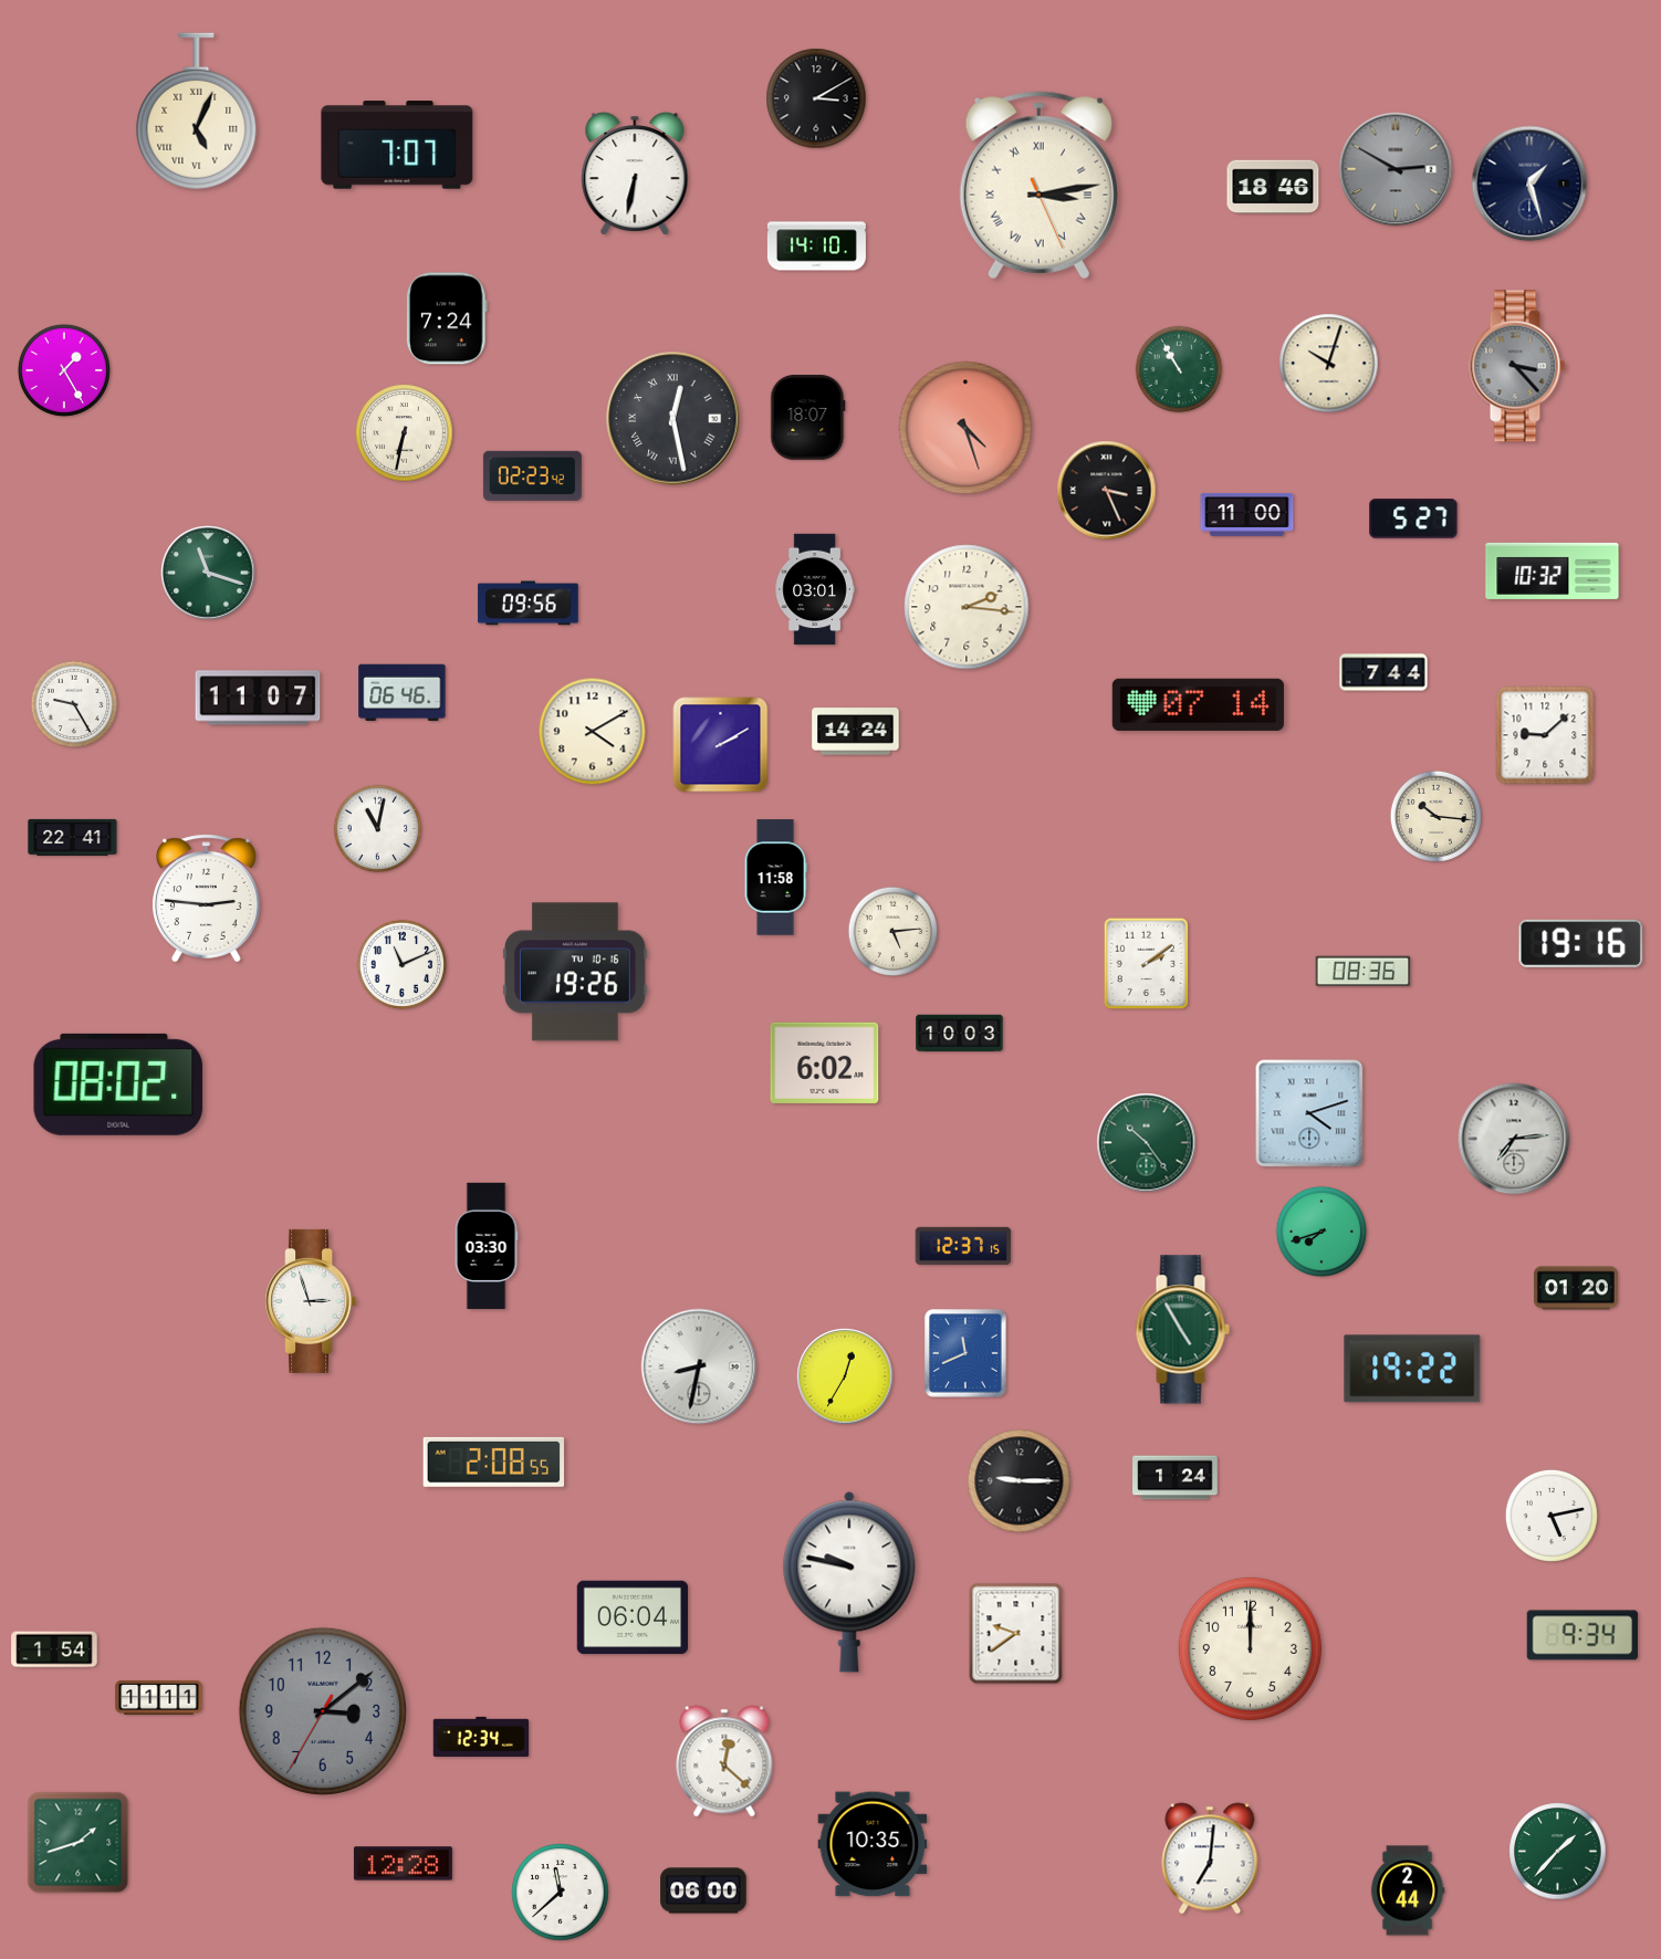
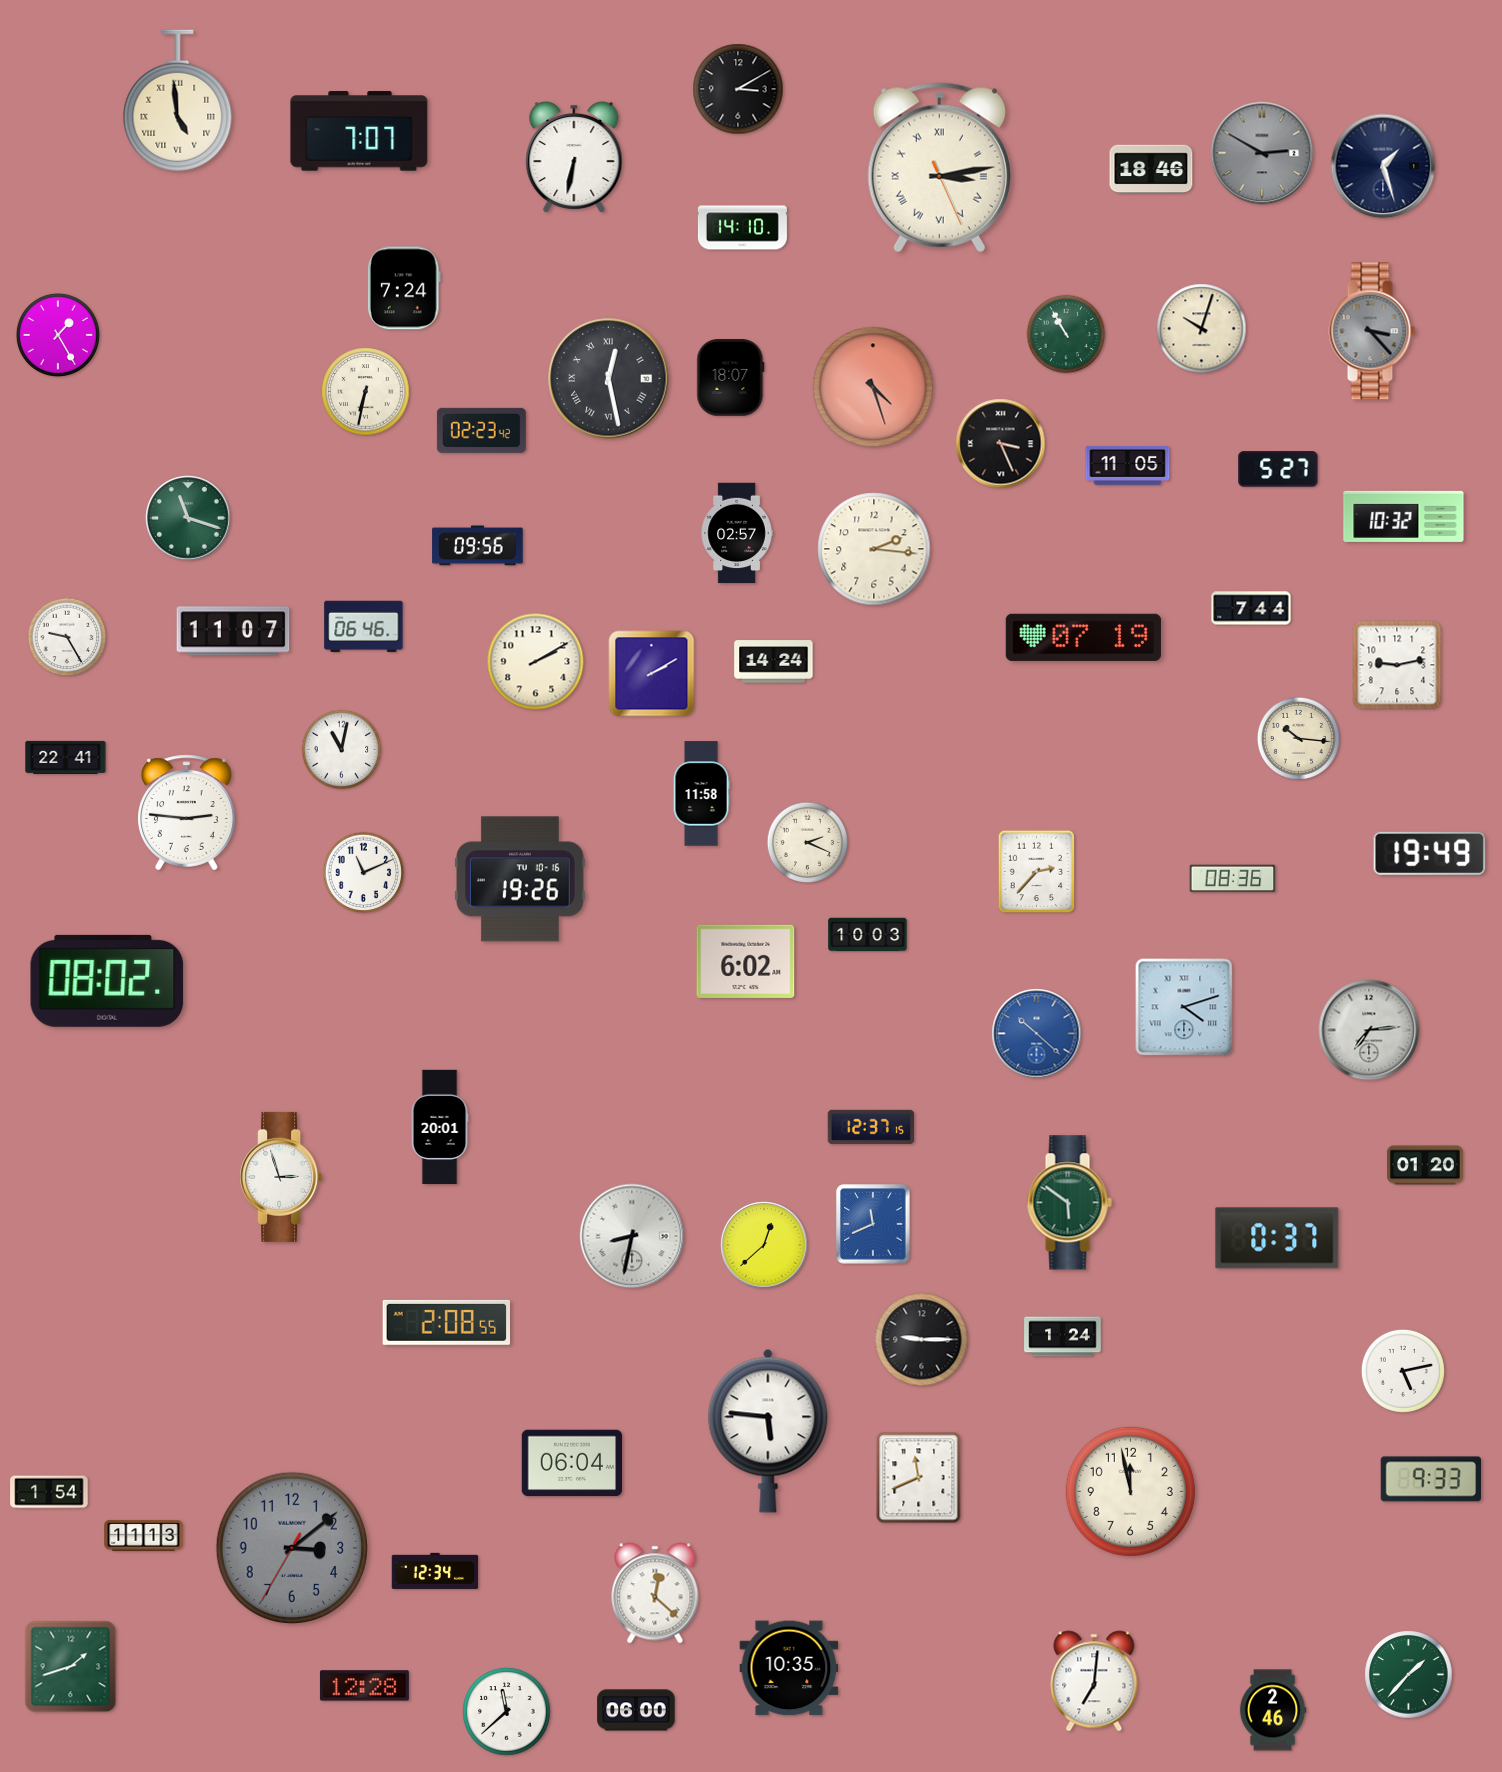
clock at (197, 112): 5:04 -> 4:59
clock at (816, 247) position: (816, 247) -> (742, 228)
clock at (1247, 514): 11:00 -> 11:05
clock at (815, 589): 03:01 -> 02:57
clock at (1198, 704): 07:14 -> 07:19
clock at (593, 732): 4:10 -> 2:10
clock at (1545, 735): 9:08 -> 9:13
clock at (894, 932): 5:14 -> 2:19
clock at (1581, 943): 19:16 -> 19:49
clock at (1147, 964): 2:09 -> 2:37
clock at (1147, 1143): 10:24 -> 10:22
clock at (1147, 1143) dial: green -> blue
clock at (1322, 1232): 7:42 -> none
clock at (487, 1246): 03:30 -> 20:01
clock at (1182, 1330): 4:55 -> 5:51
clock at (1412, 1369): 19:22 -> 0:37
clock at (845, 1376): 12:35 -> 12:38
clock at (849, 1582): 9:47 -> 5:46
clock at (1016, 1634): 9:39 -> 11:41
clock at (1581, 1635): 9:34 -> 9:33
clock at (1250, 1648): 12:00 -> 11:58
clock at (159, 1697): 11:11 -> 11:13
clock at (1408, 1890): 2:44 -> 2:46
